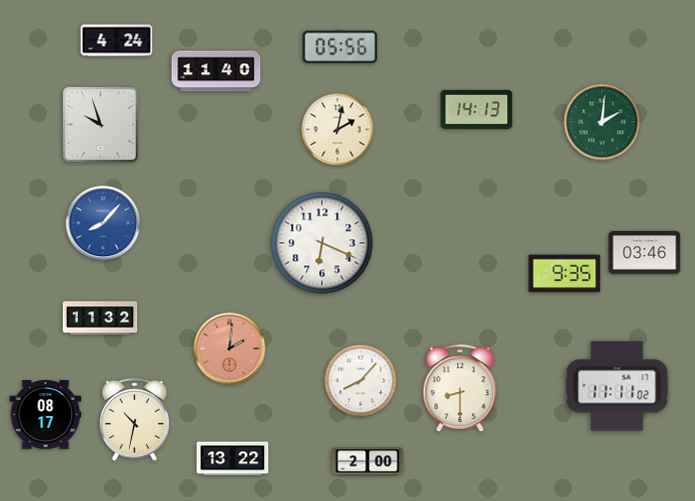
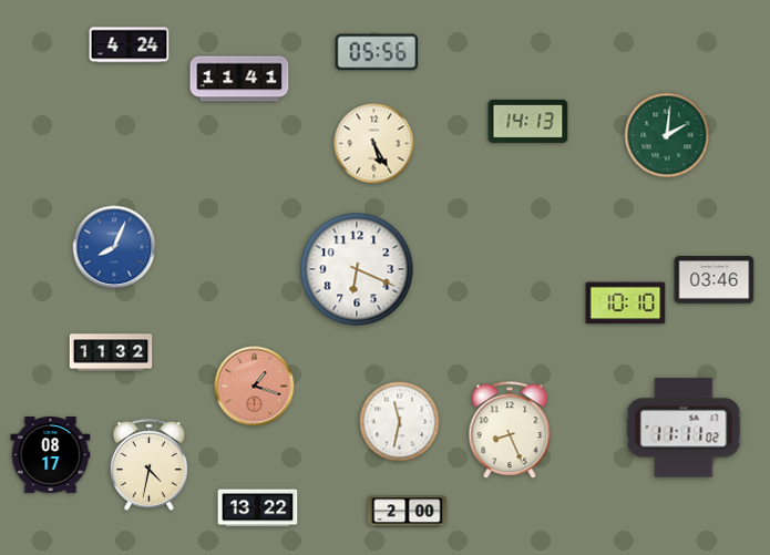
clock at (216, 71): 11:40 -> 11:41
clock at (100, 124): 9:57 -> none
clock at (338, 130): 2:02 -> 5:25
clock at (103, 223): 8:07 -> 8:04
clock at (565, 274): 9:35 -> 10:10
clock at (230, 349): 2:01 -> 1:18
clock at (361, 381): 8:07 -> 11:32
clock at (460, 389): 8:30 -> 8:26
clock at (46, 415) position: (46, 415) -> (51, 455)
clock at (134, 419): 10:32 -> 4:32
